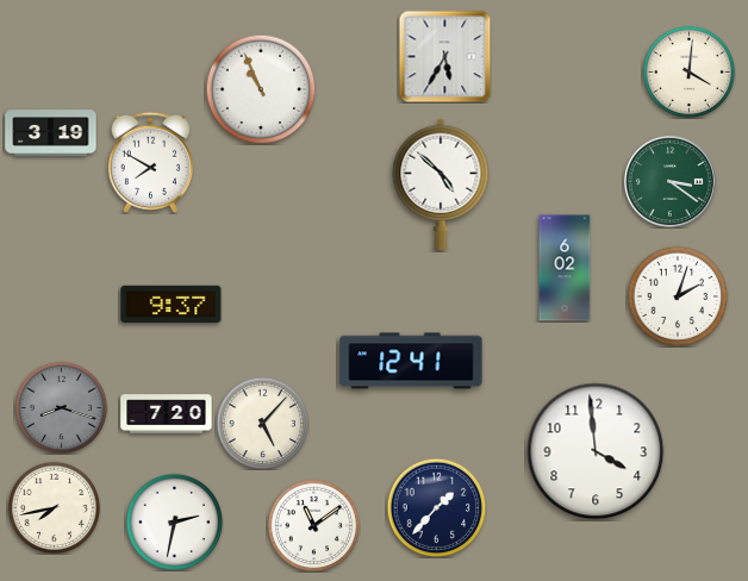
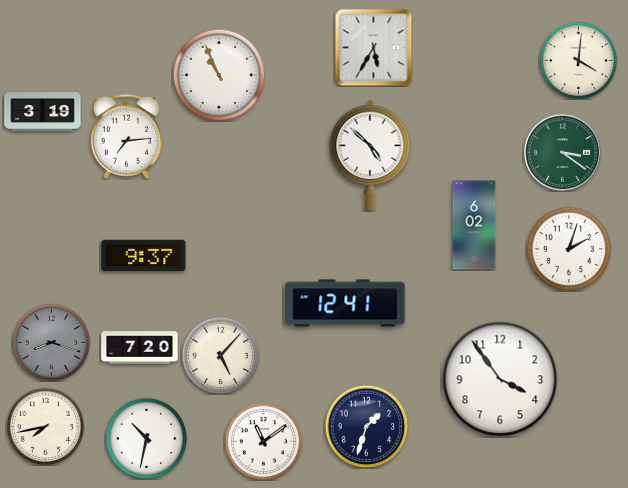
clock at (150, 162): 7:50 -> 7:14
clock at (596, 451): 3:59 -> 3:54
clock at (436, 507): 1:37 -> 1:33
clock at (174, 521): 2:32 -> 10:32
